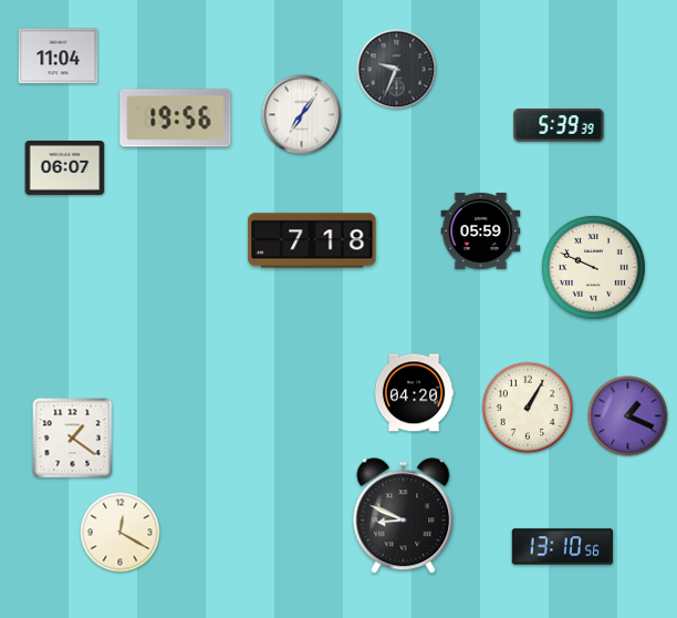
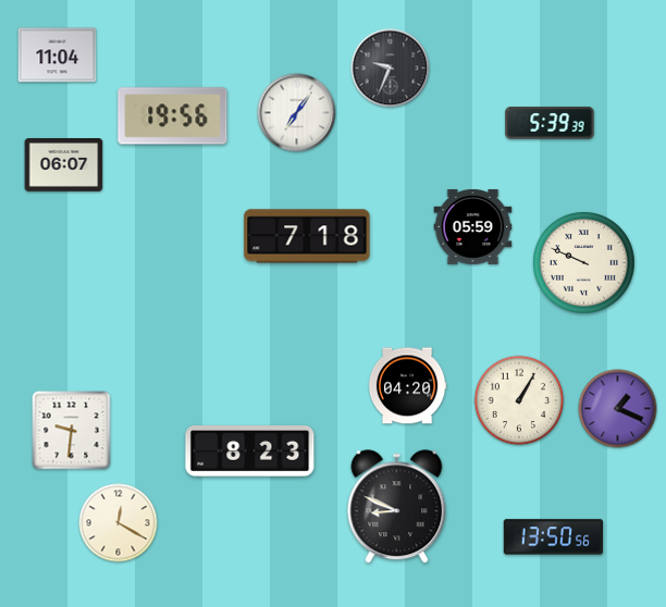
clock at (73, 439): 1:21 -> 9:31
clock at (250, 451): none -> 8:23
clock at (563, 547): 13:10 -> 13:50
